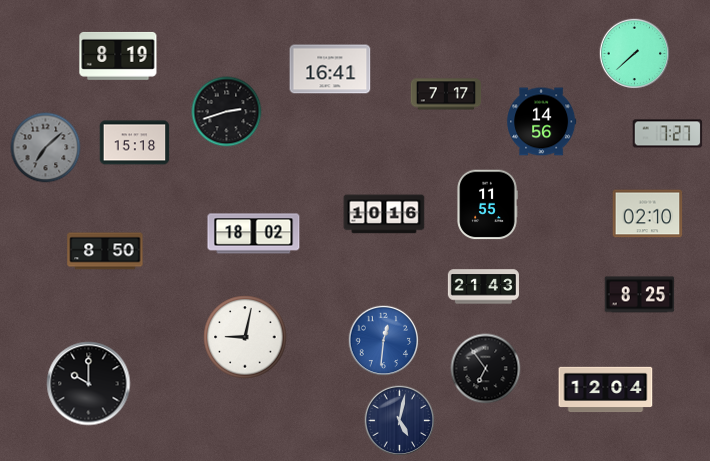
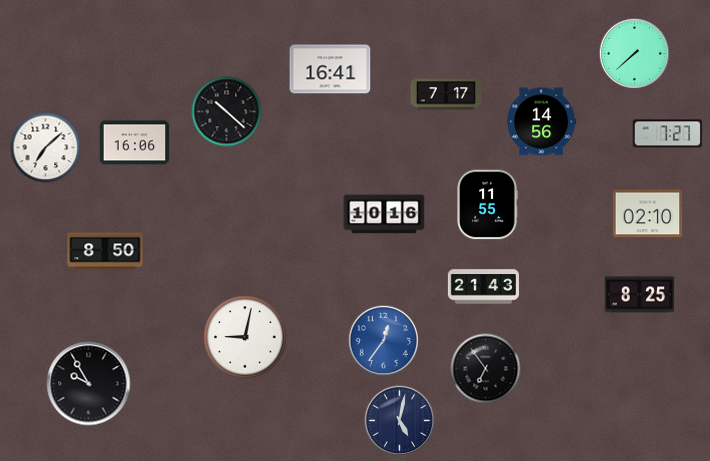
clock at (118, 56): 8:19 -> none
clock at (227, 112): 2:42 -> 10:22
clock at (135, 143): 15:18 -> 16:06
clock at (46, 148) dial: grey -> white
clock at (254, 234): 18:02 -> none
clock at (384, 341): 12:31 -> 12:36
clock at (89, 384): 10:00 -> 9:55
clock at (606, 390): 12:04 -> none
